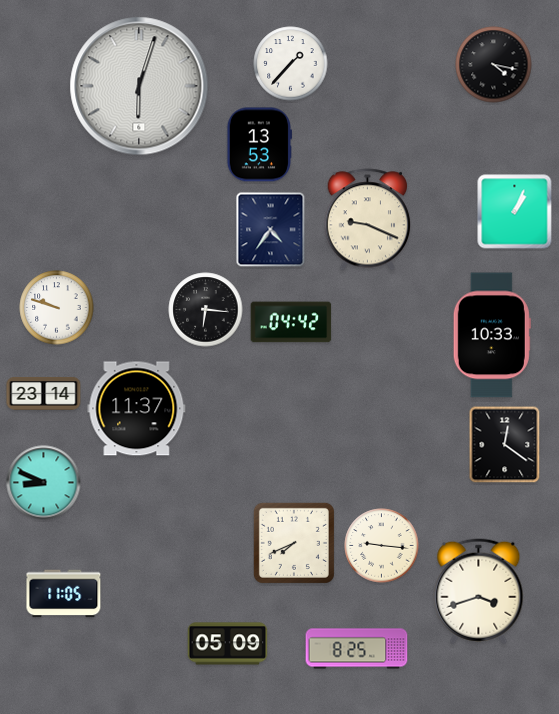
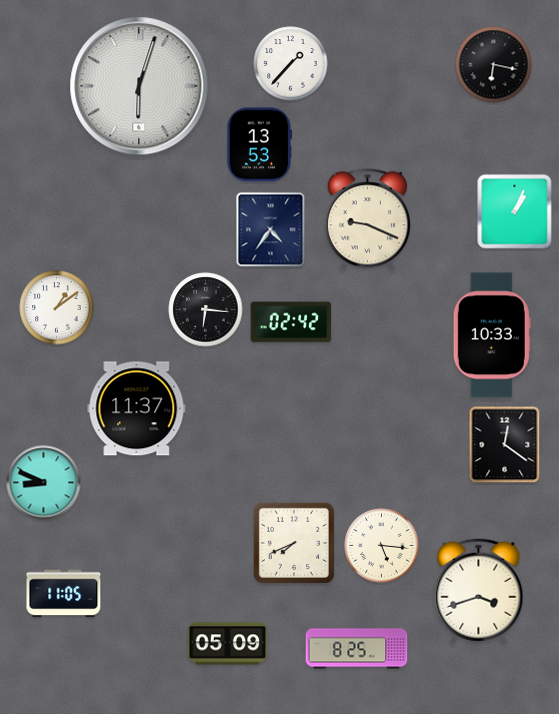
clock at (494, 65): 4:17 -> 6:17
clock at (57, 308): 9:48 -> 1:09
clock at (291, 322): 04:42 -> 02:42
clock at (44, 393): 23:14 -> none
clock at (382, 546): 9:16 -> 5:16
